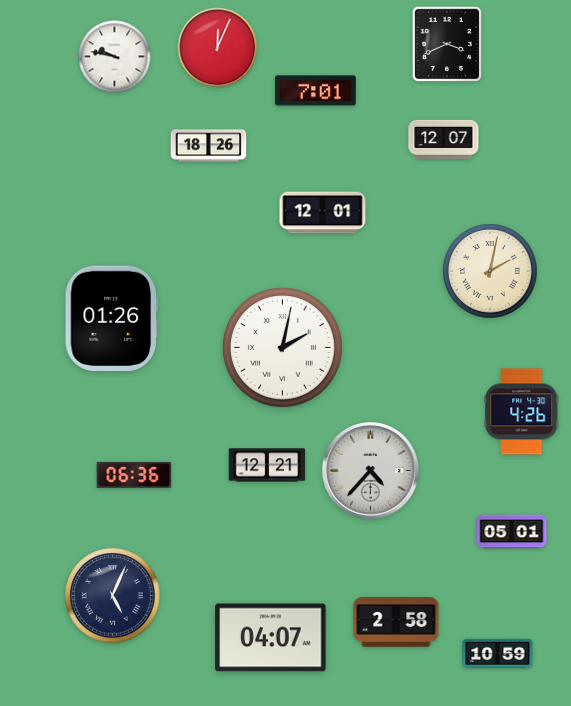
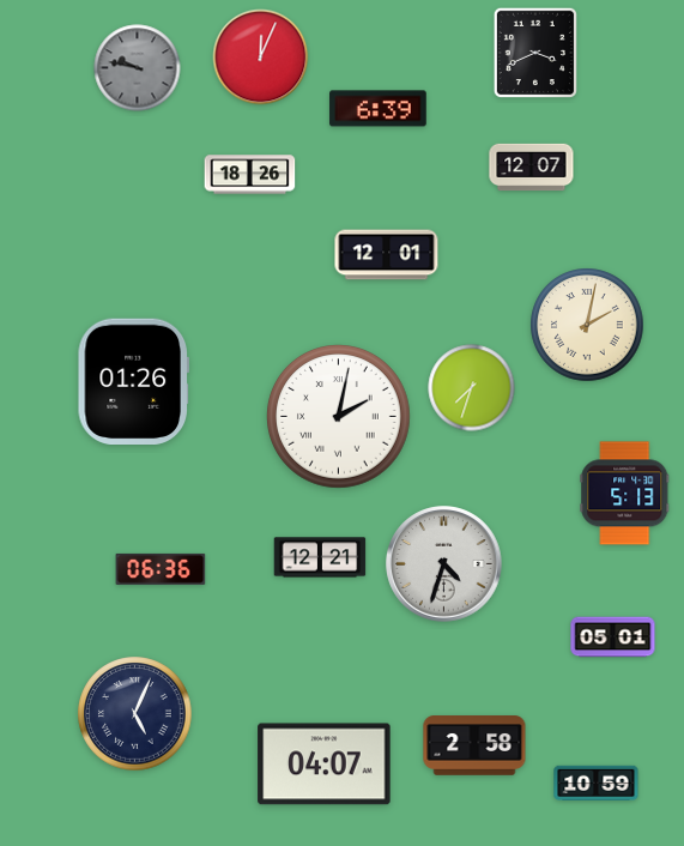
clock at (115, 57) dial: white -> grey
clock at (316, 91): 7:01 -> 6:39
clock at (472, 388): none -> 7:33
clock at (522, 412): 4:26 -> 5:13
clock at (371, 471): 4:37 -> 4:33
